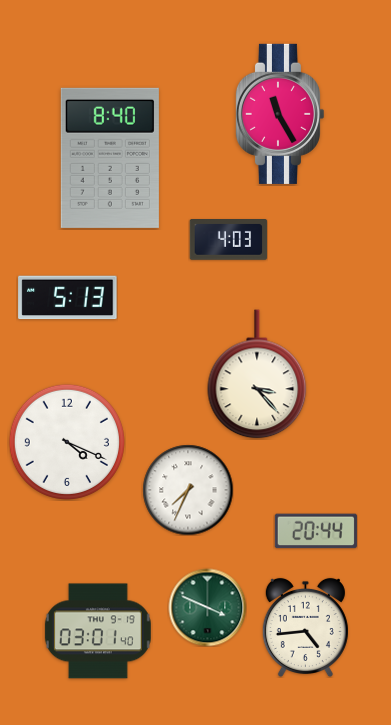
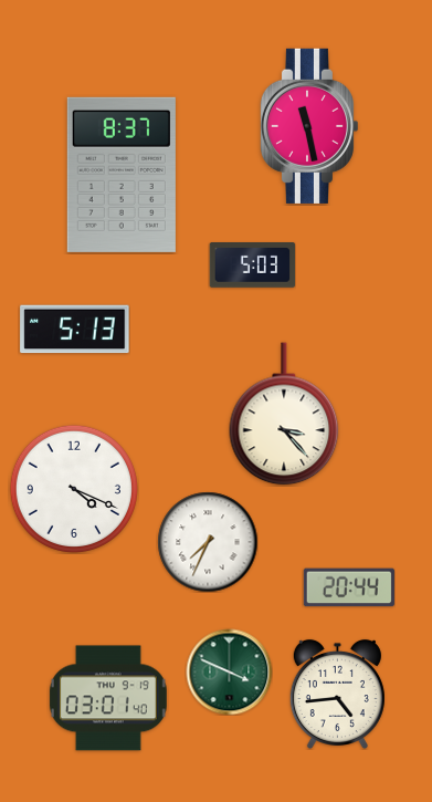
clock at (279, 114): 11:25 -> 11:28
clock at (110, 158): 8:40 -> 8:37
clock at (228, 240): 4:03 -> 5:03
